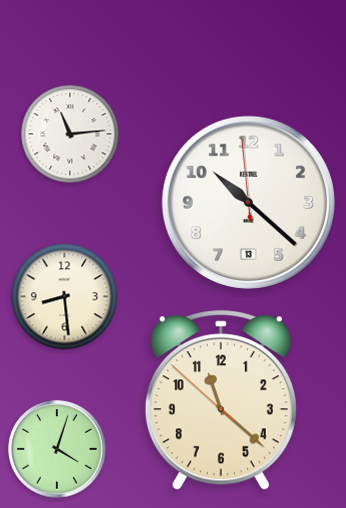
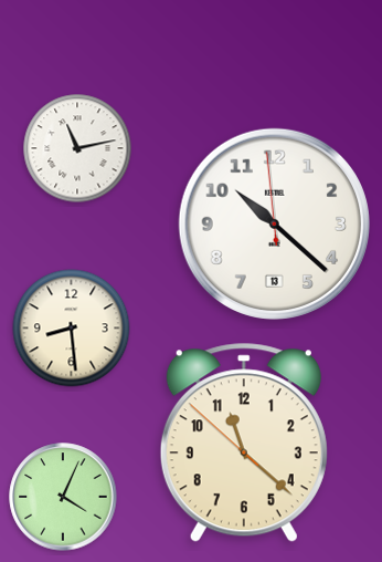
clock at (70, 134): 11:14 -> 11:13
clock at (57, 449): 4:03 -> 4:04
